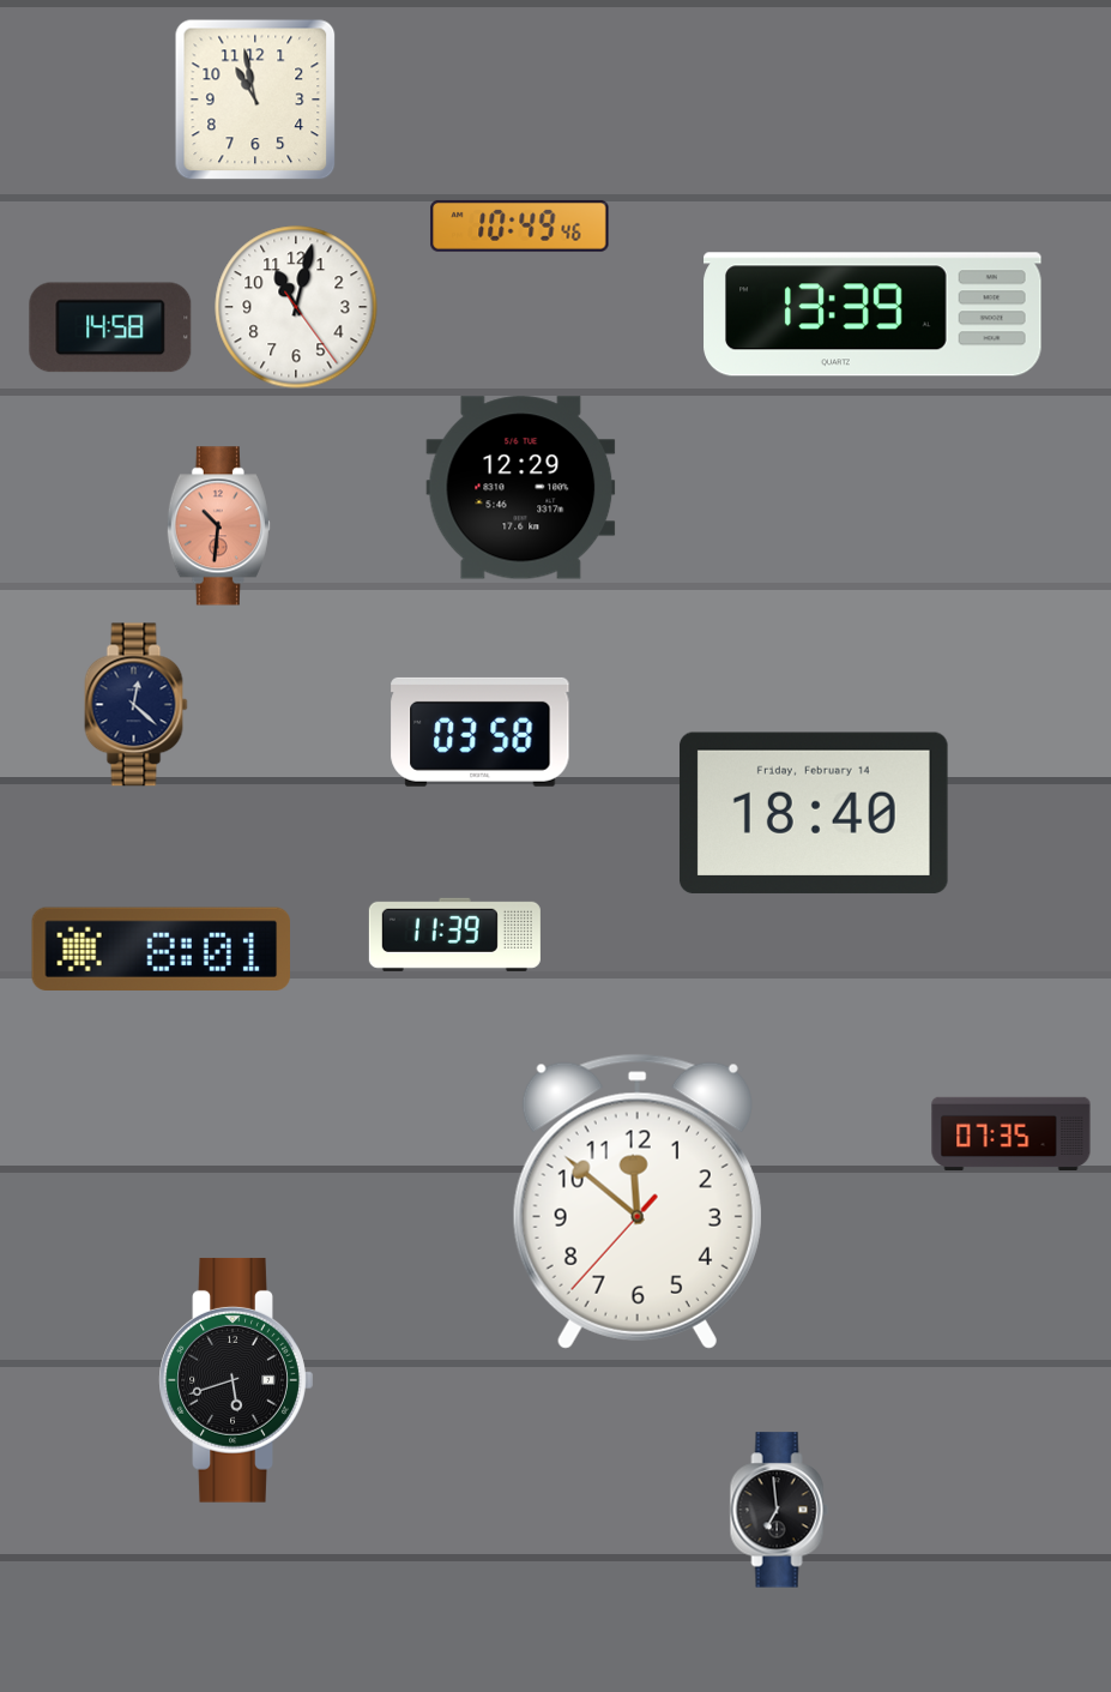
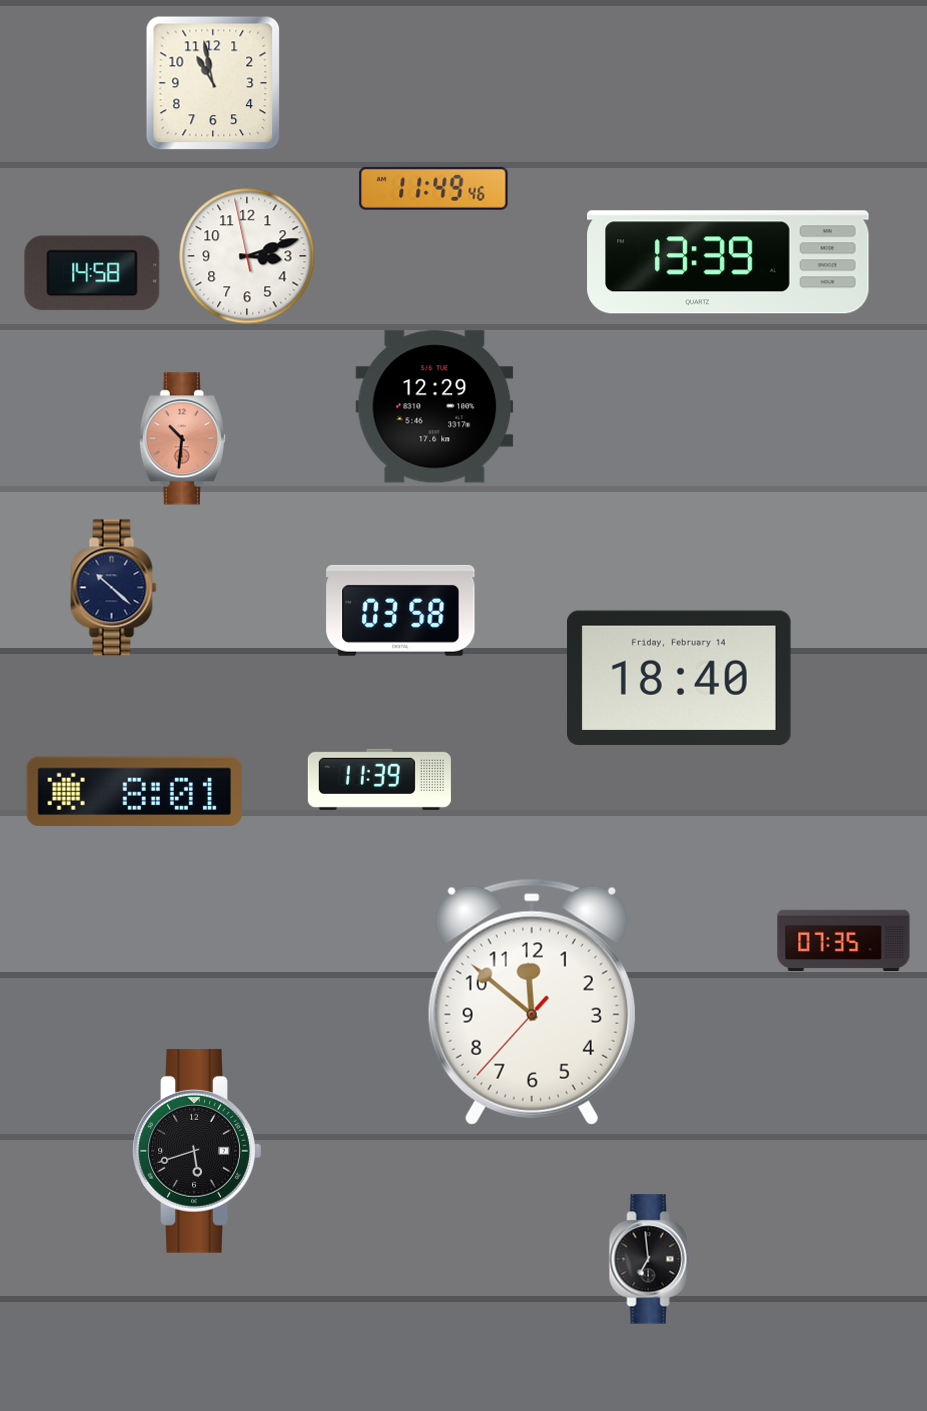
clock at (520, 225): 10:49 -> 11:49
clock at (296, 307): 11:02 -> 3:11
clock at (137, 705): 12:22 -> 10:22
clock at (1012, 1133) position: (1012, 1133) -> (844, 940)
